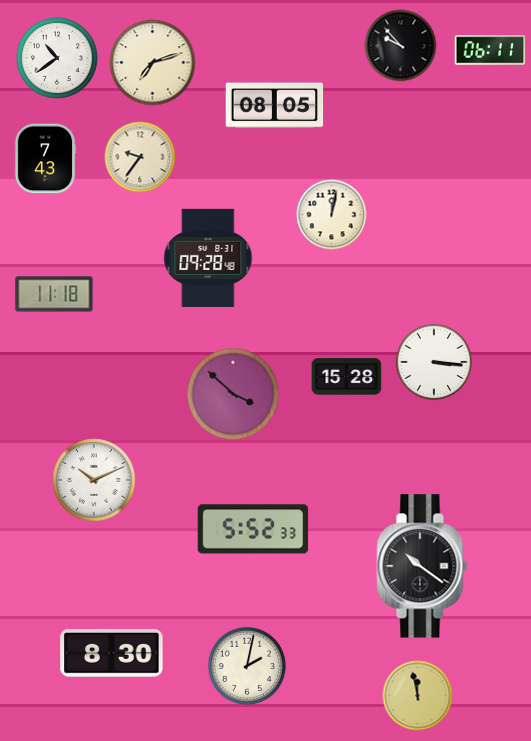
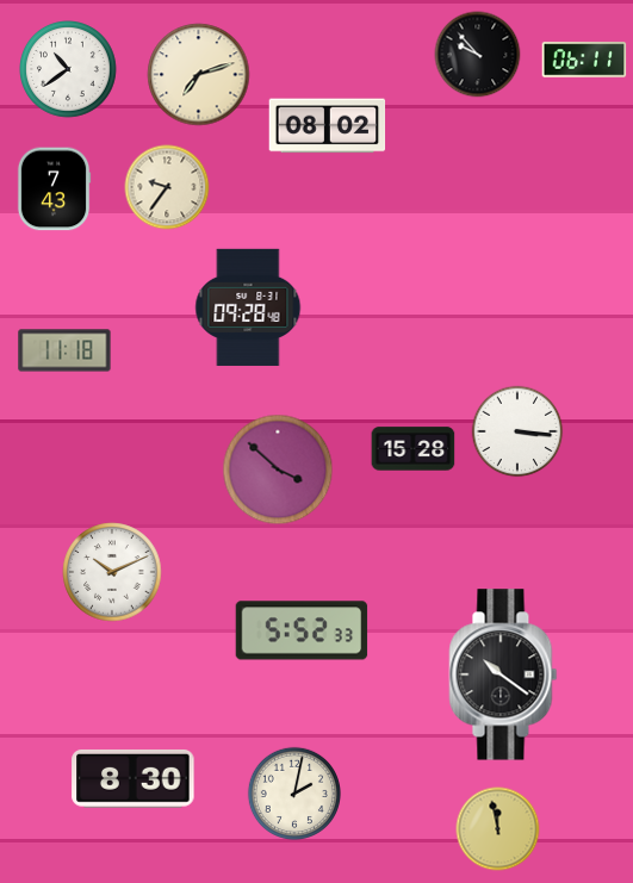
clock at (153, 63) position: (153, 63) -> (199, 75)
clock at (275, 106): 08:05 -> 08:02
clock at (332, 215): 12:02 -> none
